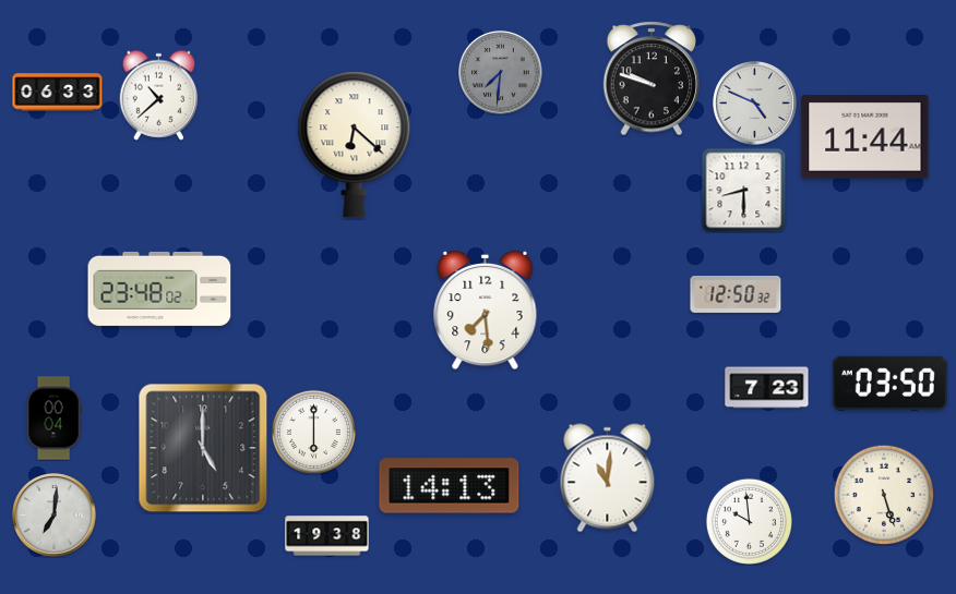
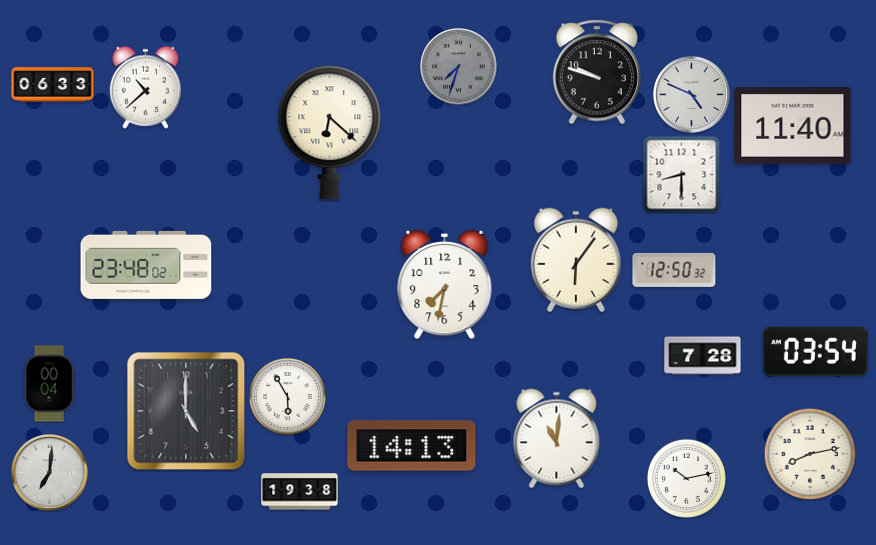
clock at (501, 73): 7:31 -> 7:33
clock at (865, 137): 11:44 -> 11:40
clock at (355, 145) position: (355, 145) -> (330, 133)
clock at (576, 260): none -> 6:06
clock at (486, 311): 7:29 -> 7:32
clock at (889, 383): 03:50 -> 03:54
clock at (767, 388): 7:23 -> 7:28
clock at (313, 432): 6:00 -> 5:55
clock at (884, 495): 5:27 -> 8:13
clock at (749, 521): 9:59 -> 10:13
